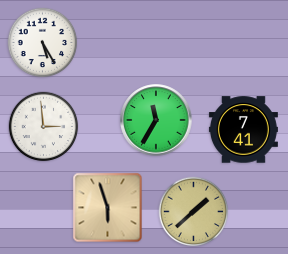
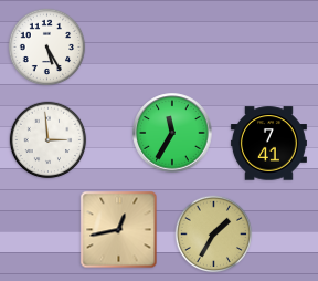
clock at (108, 208): 5:57 -> 12:43
clock at (194, 212): 1:38 -> 1:35
